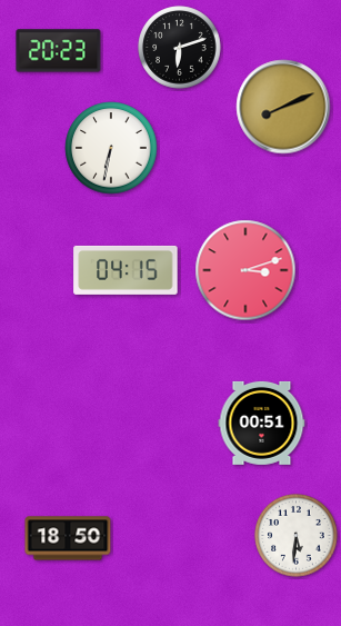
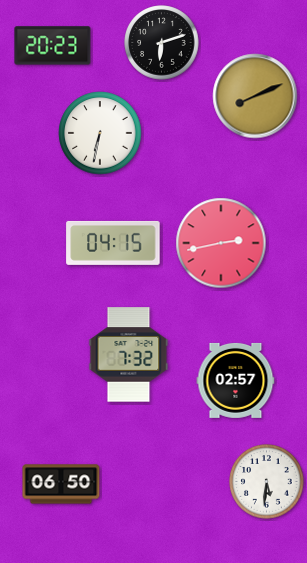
clock at (245, 270): 3:12 -> 2:43
clock at (129, 355): none -> 7:32
clock at (262, 423): 00:51 -> 02:57
clock at (68, 538): 18:50 -> 06:50
